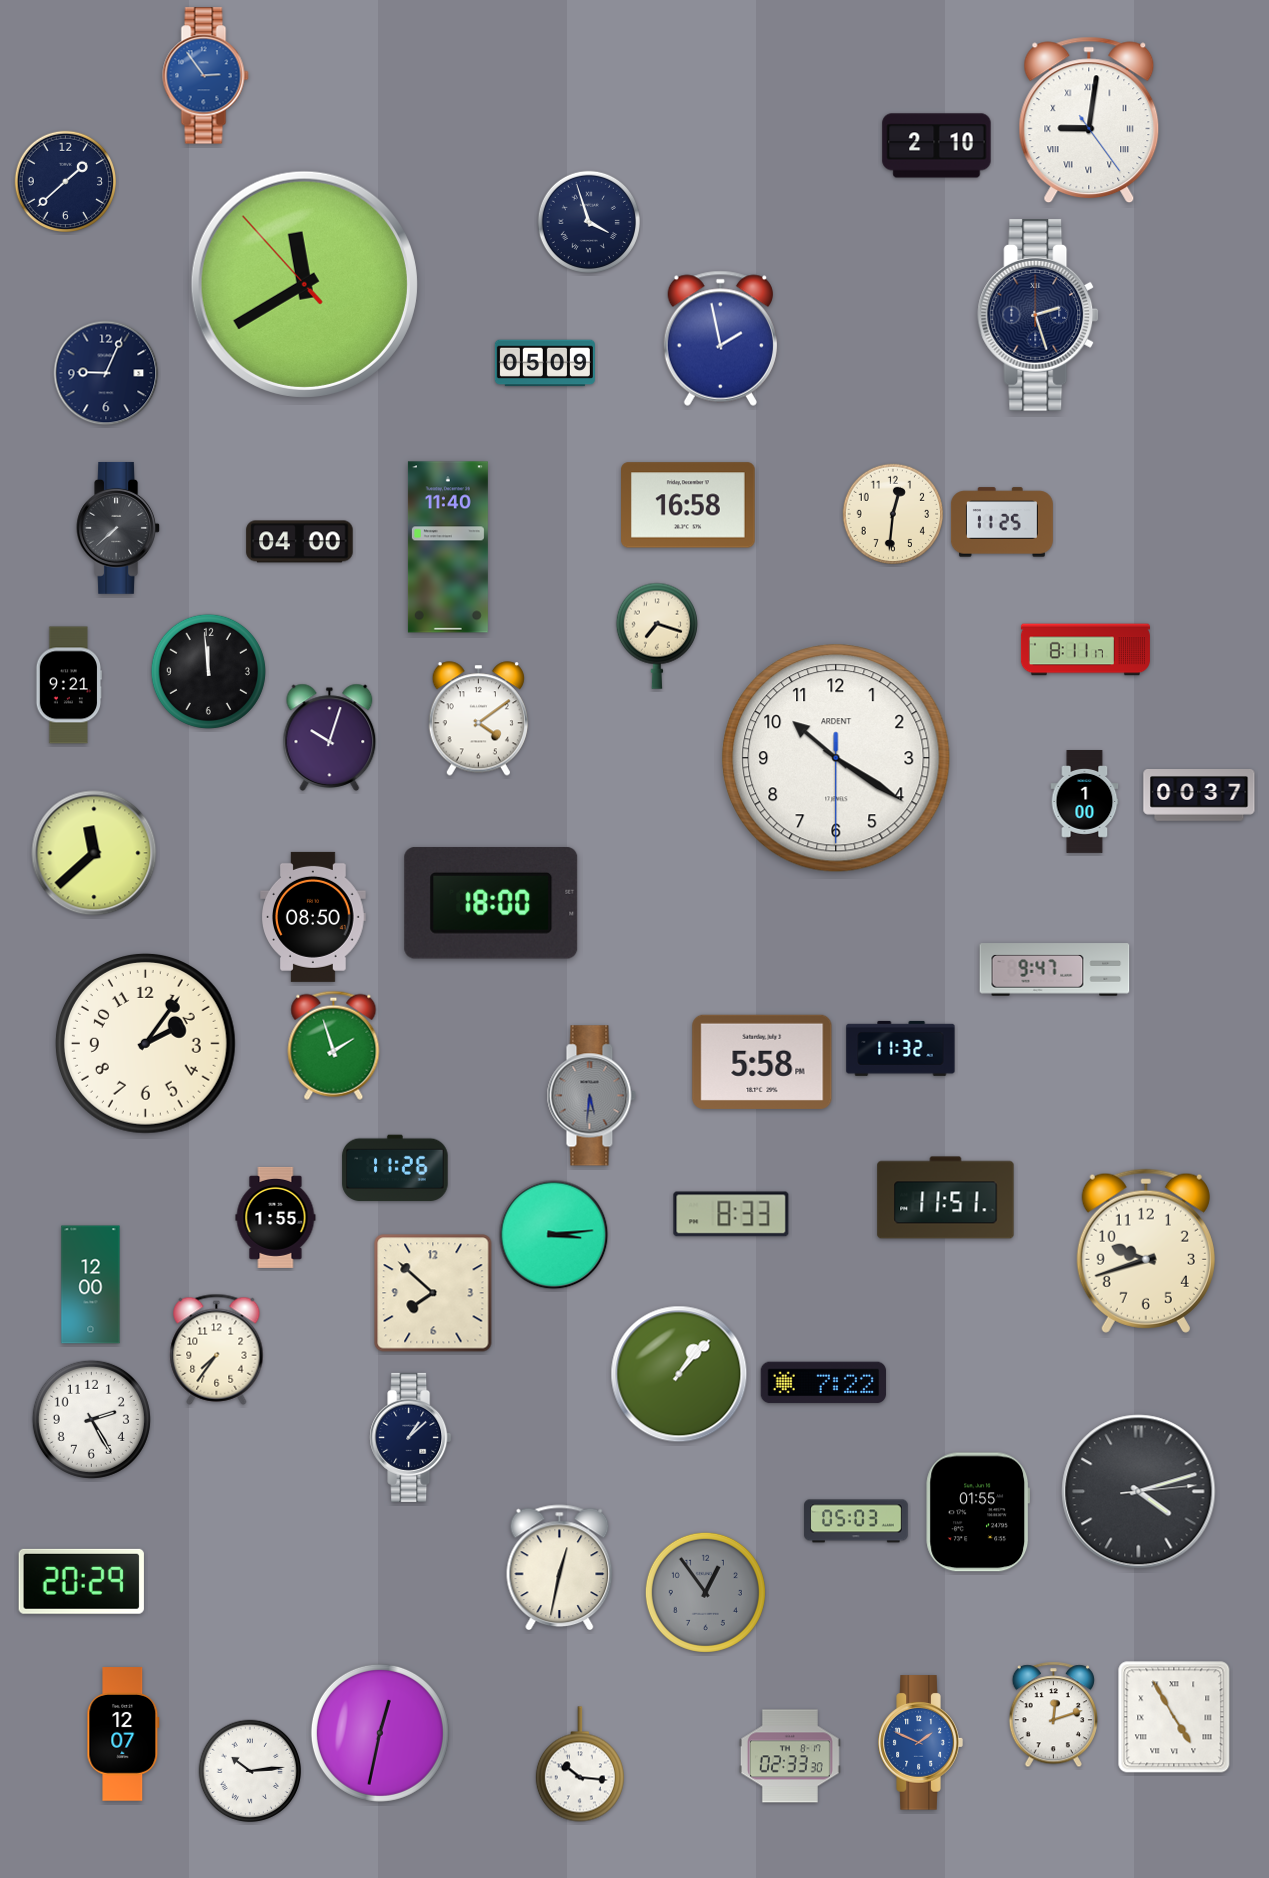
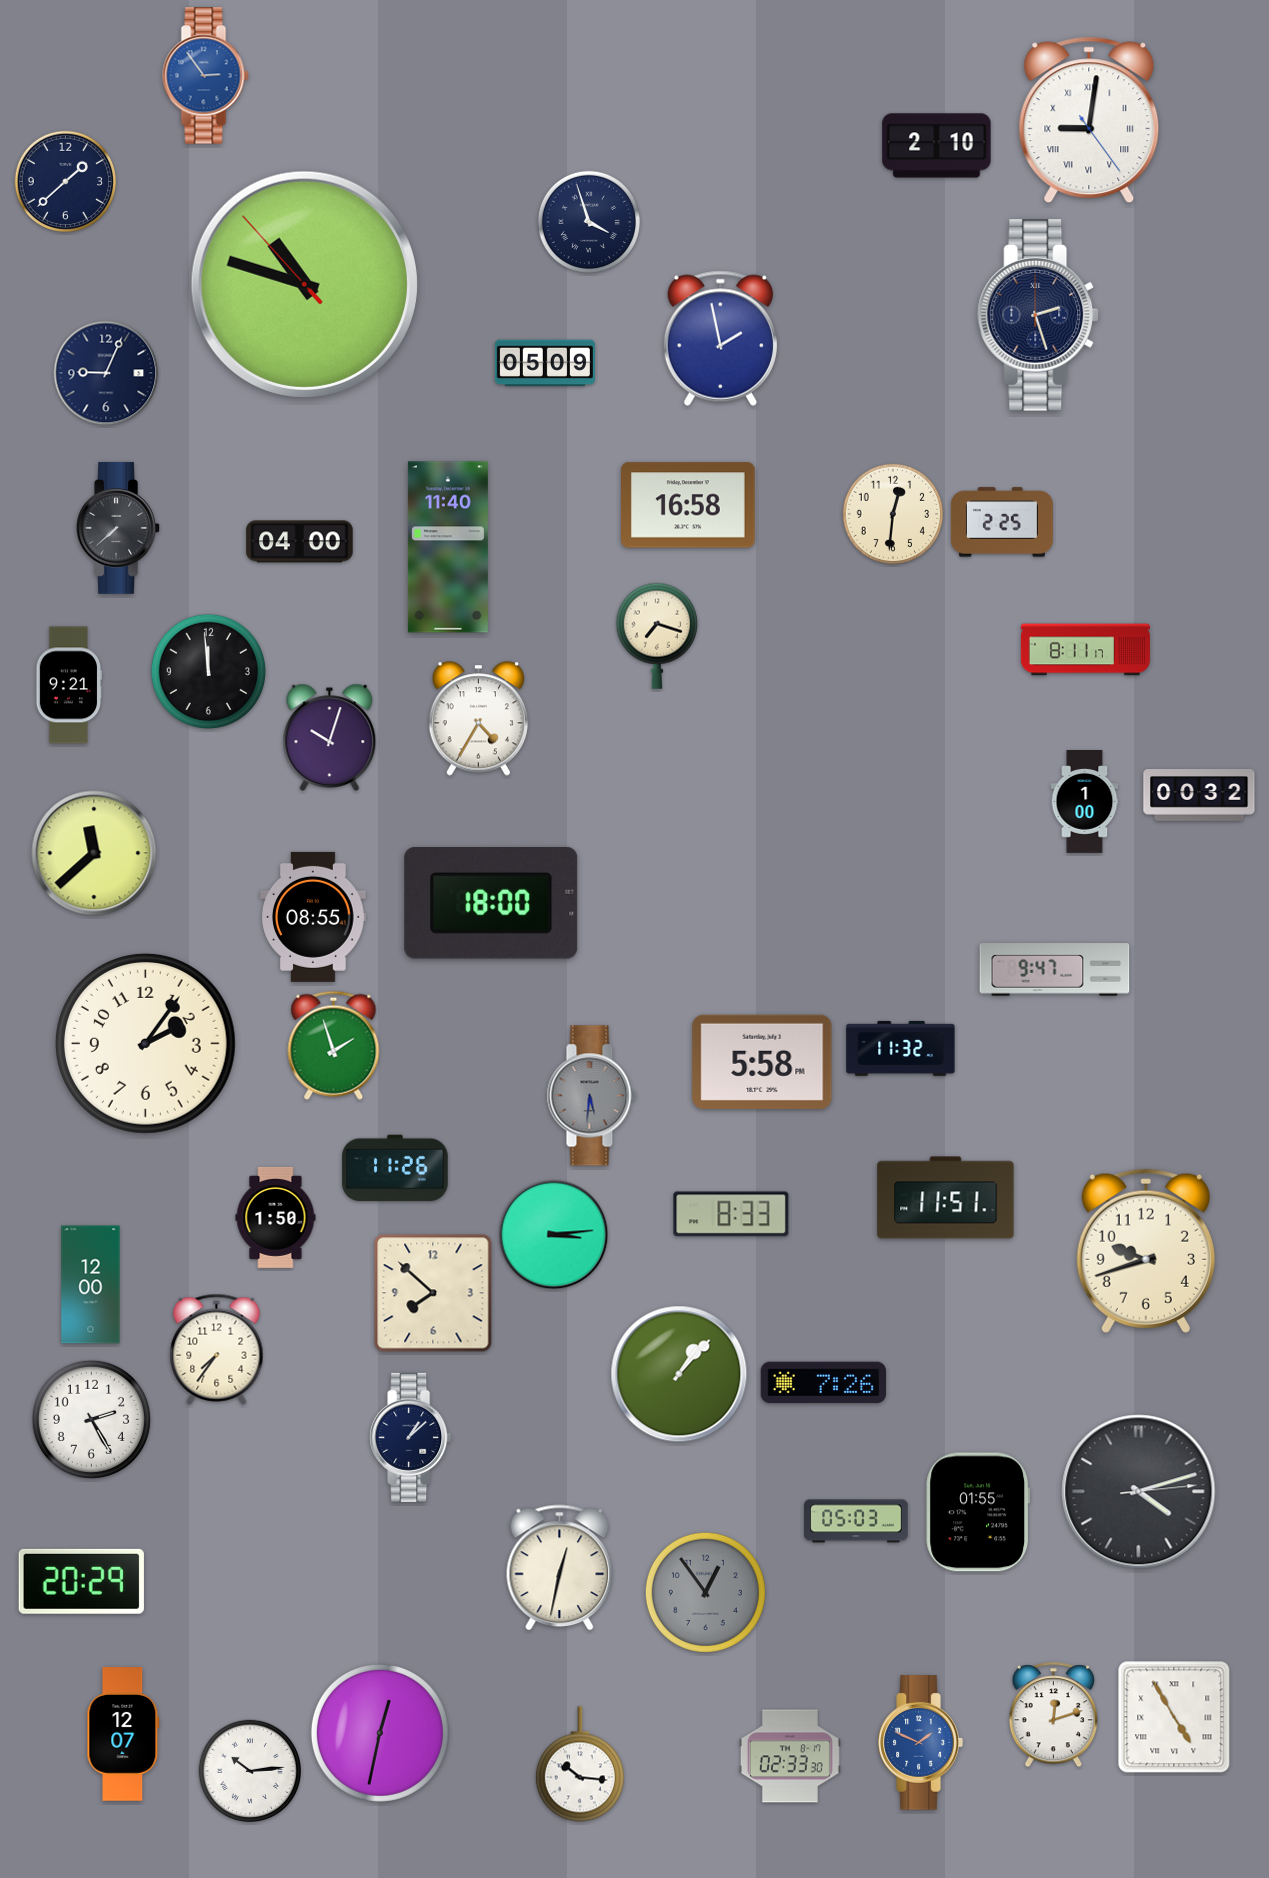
clock at (304, 284): 11:39 -> 10:47
clock at (1002, 522): 11:25 -> 2:25
clock at (478, 719): 4:09 -> 4:35
clock at (836, 758): 10:20 -> none
clock at (1199, 796): 00:37 -> 00:32
clock at (314, 917): 08:50 -> 08:55
clock at (276, 1217): 1:55 -> 1:50
clock at (824, 1383): 7:22 -> 7:26
